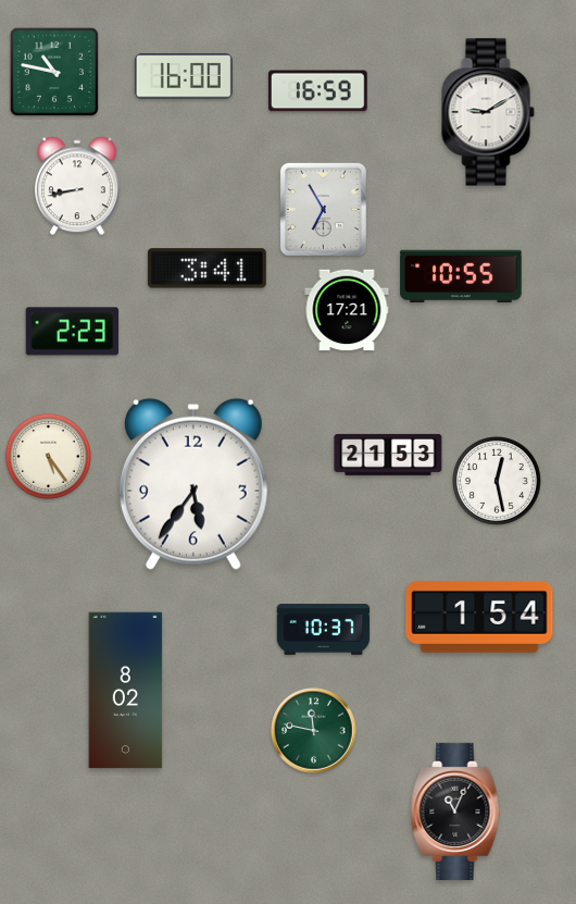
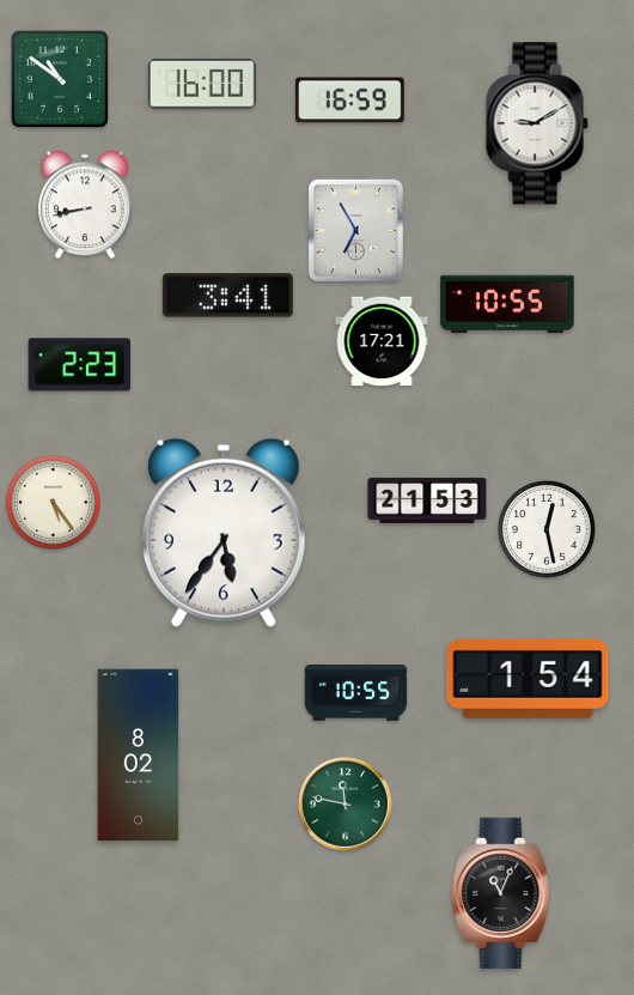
clock at (53, 71): 10:47 -> 10:51
clock at (193, 484) position: (193, 484) -> (224, 533)
clock at (324, 630): 10:37 -> 10:55
clock at (126, 691) position: (126, 691) -> (139, 756)
